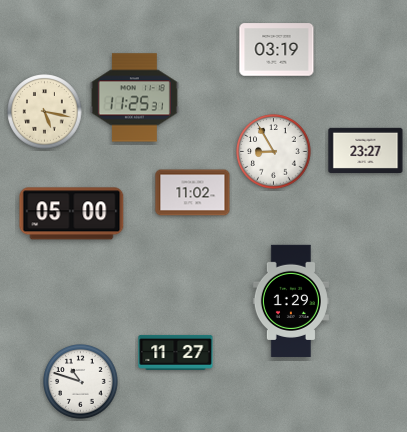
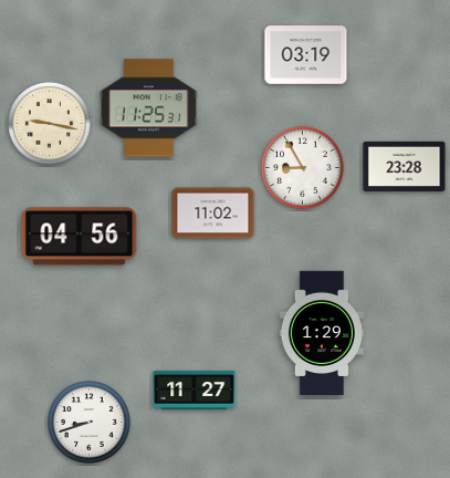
clock at (45, 112): 5:17 -> 9:17
clock at (366, 150): 23:27 -> 23:28
clock at (72, 214): 05:00 -> 04:56
clock at (81, 382): 10:48 -> 8:42
